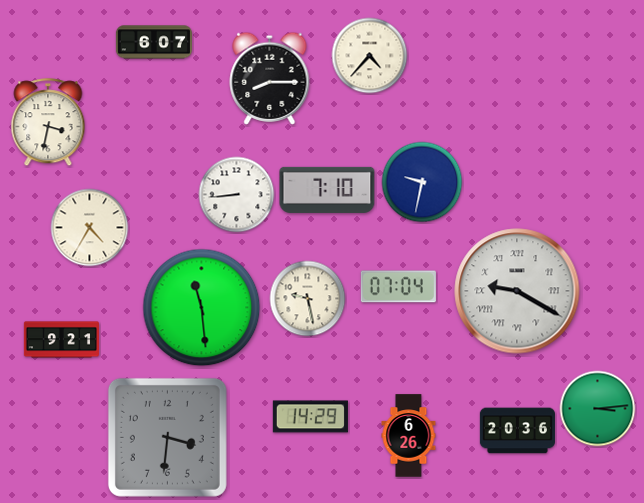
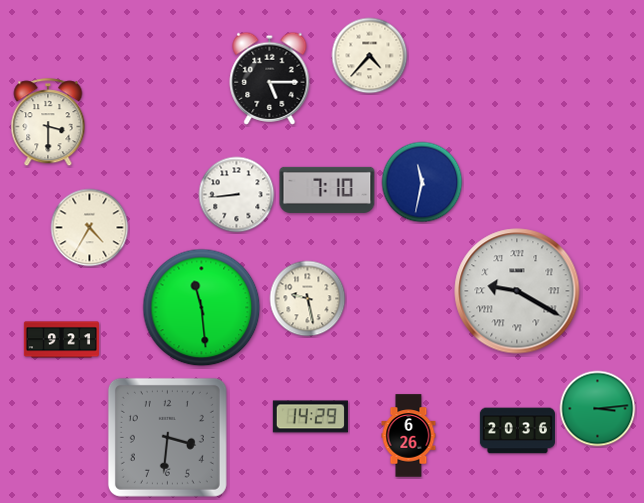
clock at (154, 42): 6:07 -> none
clock at (270, 78): 8:15 -> 5:15
clock at (48, 123): 3:32 -> 3:30
clock at (422, 182): 9:32 -> 11:32
clock at (398, 287): 07:04 -> none
